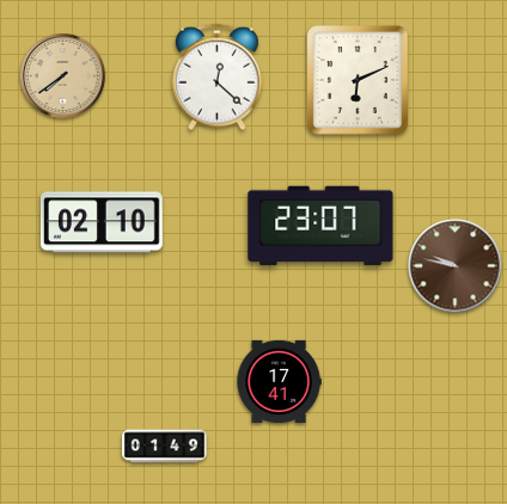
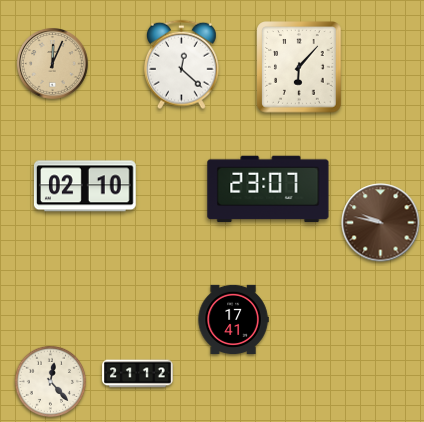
clock at (63, 76): 7:39 -> 12:04
clock at (358, 80): 6:11 -> 6:07
clock at (165, 447): 01:49 -> 21:12
clock at (51, 382): none -> 12:23
